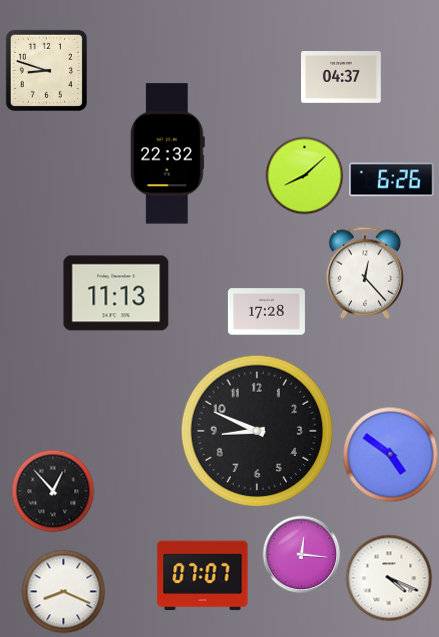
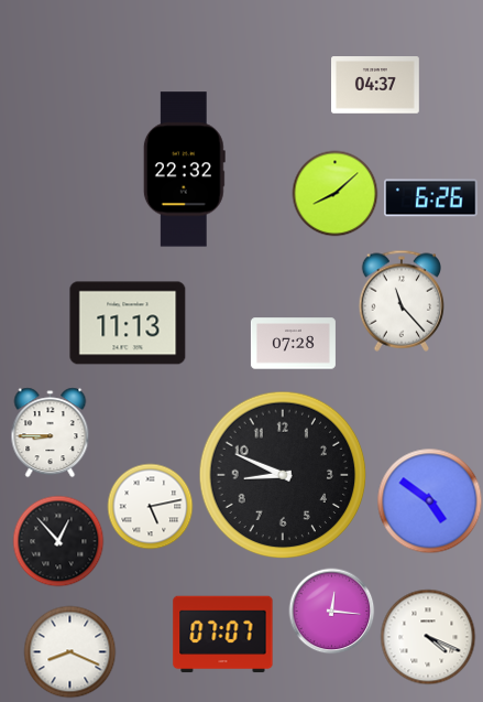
clock at (46, 70): 8:48 -> none
clock at (365, 273): 12:23 -> 11:23
clock at (266, 312): 17:28 -> 07:28
clock at (51, 432): none -> 8:45
clock at (150, 506): none -> 5:13
